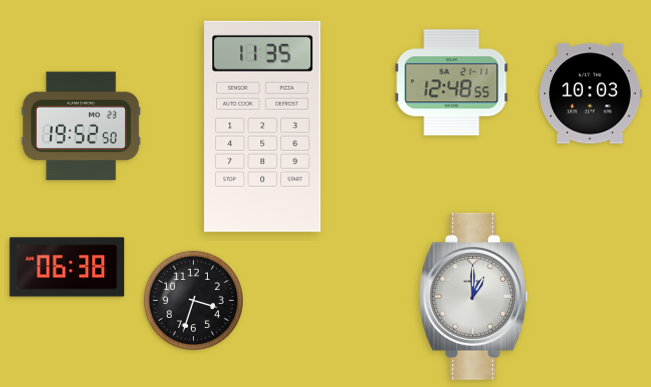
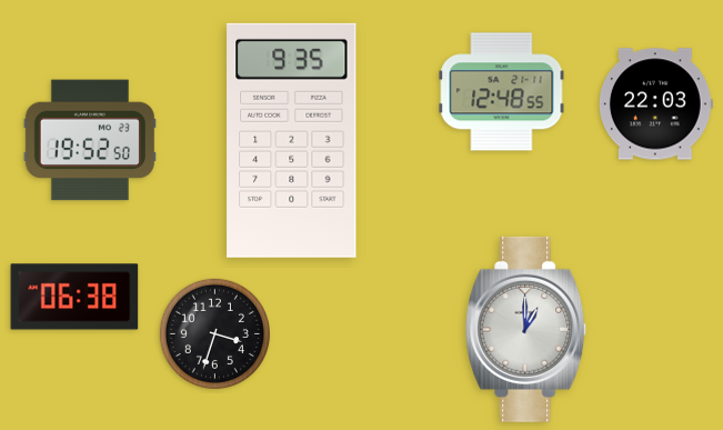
clock at (590, 94): 10:03 -> 22:03
clock at (263, 126): 11:35 -> 9:35
